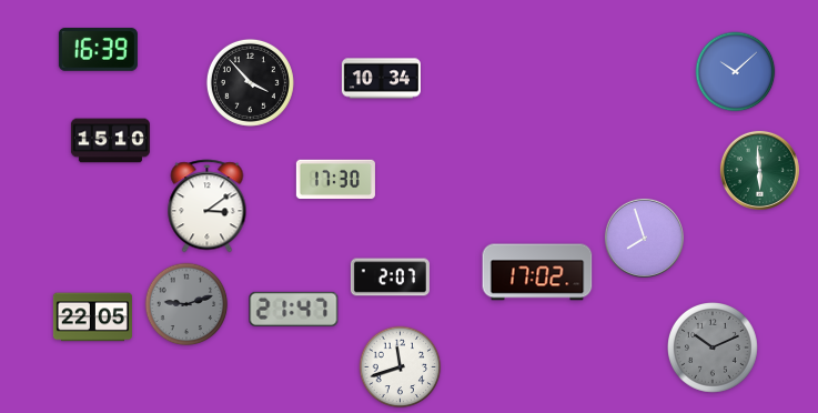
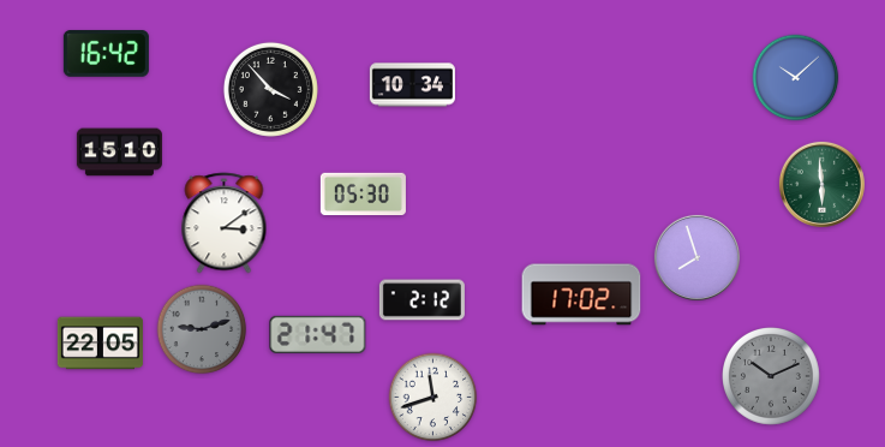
clock at (98, 50): 16:39 -> 16:42
clock at (335, 180): 17:30 -> 05:30
clock at (390, 278): 2:07 -> 2:12
